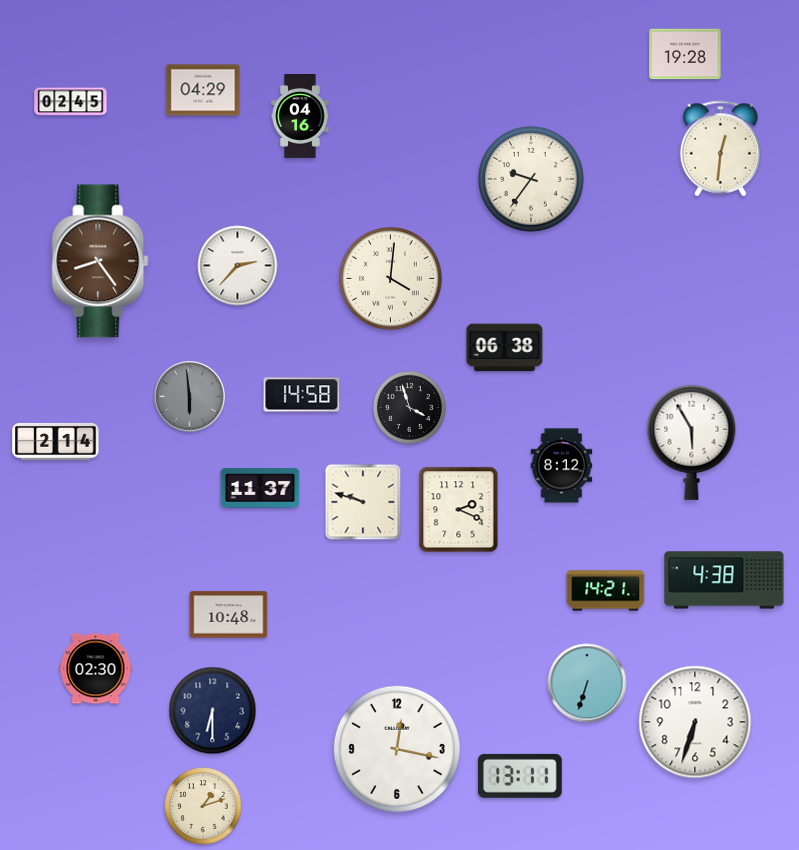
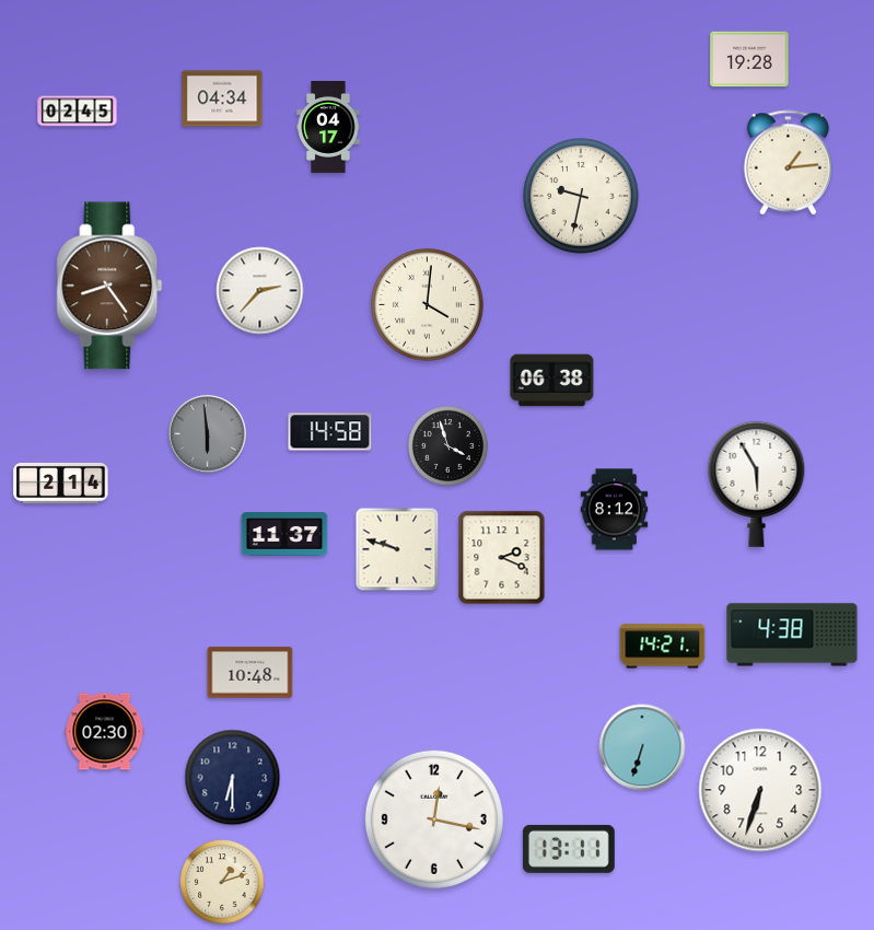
clock at (203, 90): 04:29 -> 04:34
clock at (300, 117): 04:16 -> 04:17
clock at (721, 149): 12:31 -> 1:14
clock at (531, 179): 9:36 -> 9:32
